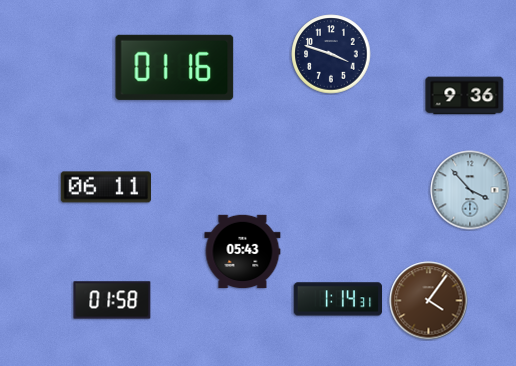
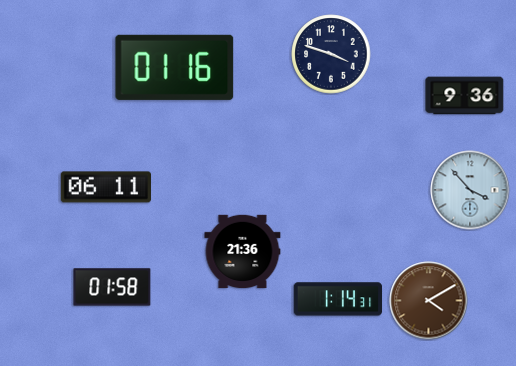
clock at (243, 252): 05:43 -> 21:36
clock at (112, 300) position: (112, 300) -> (112, 287)
clock at (429, 301): 4:06 -> 4:10
